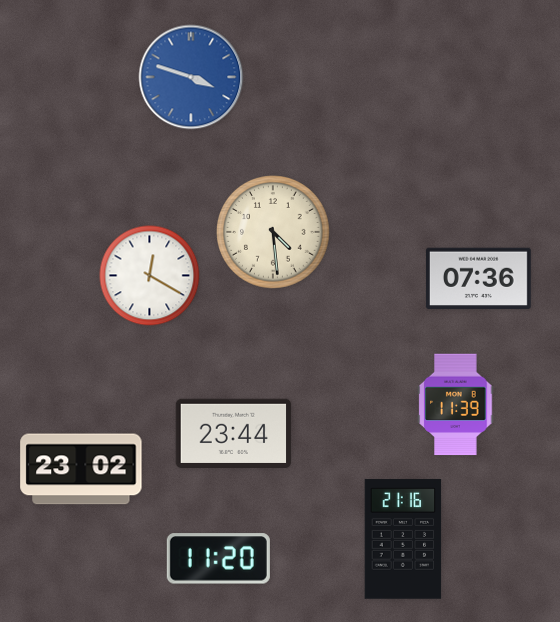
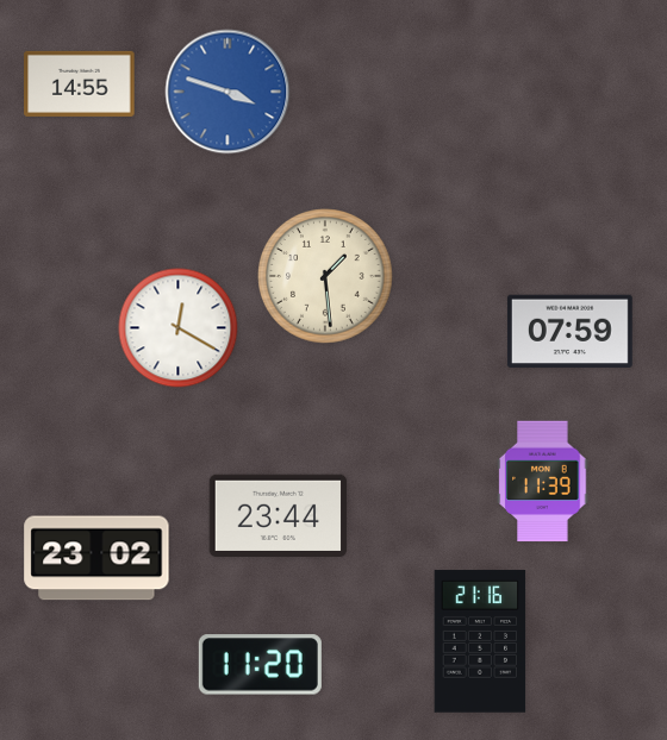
clock at (80, 83): none -> 14:55
clock at (273, 232): 4:29 -> 1:29
clock at (478, 279): 07:36 -> 07:59
